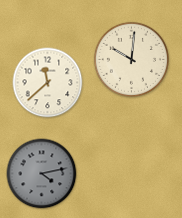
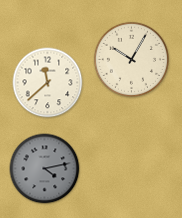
clock at (131, 59): 10:01 -> 10:05
clock at (42, 174) position: (42, 174) -> (45, 169)
